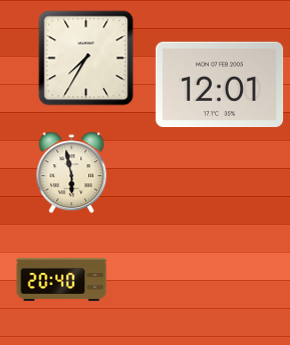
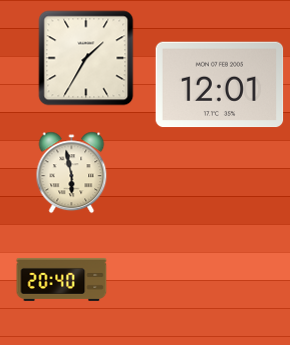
clock at (86, 58): 7:35 -> 1:35
